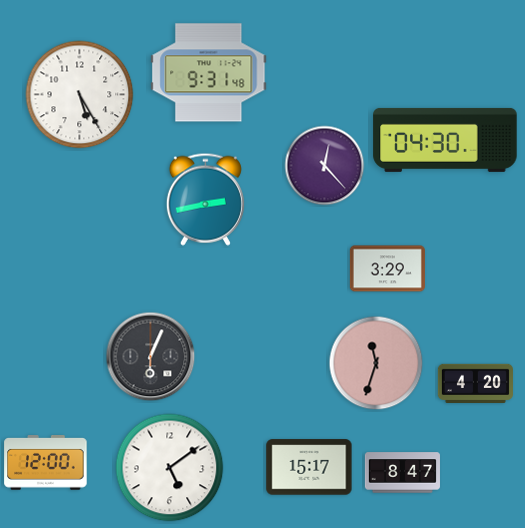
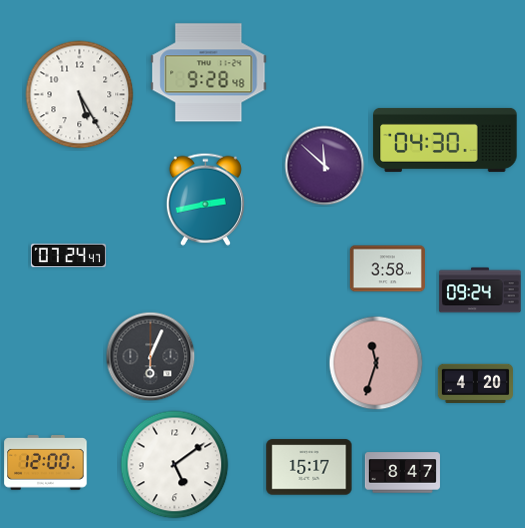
clock at (209, 73): 9:31 -> 9:28
clock at (325, 166): 12:23 -> 11:52
clock at (68, 256): none -> 07:24
clock at (387, 269): 3:29 -> 3:58
clock at (480, 290): none -> 09:24
clock at (170, 468) position: (170, 468) -> (175, 465)
